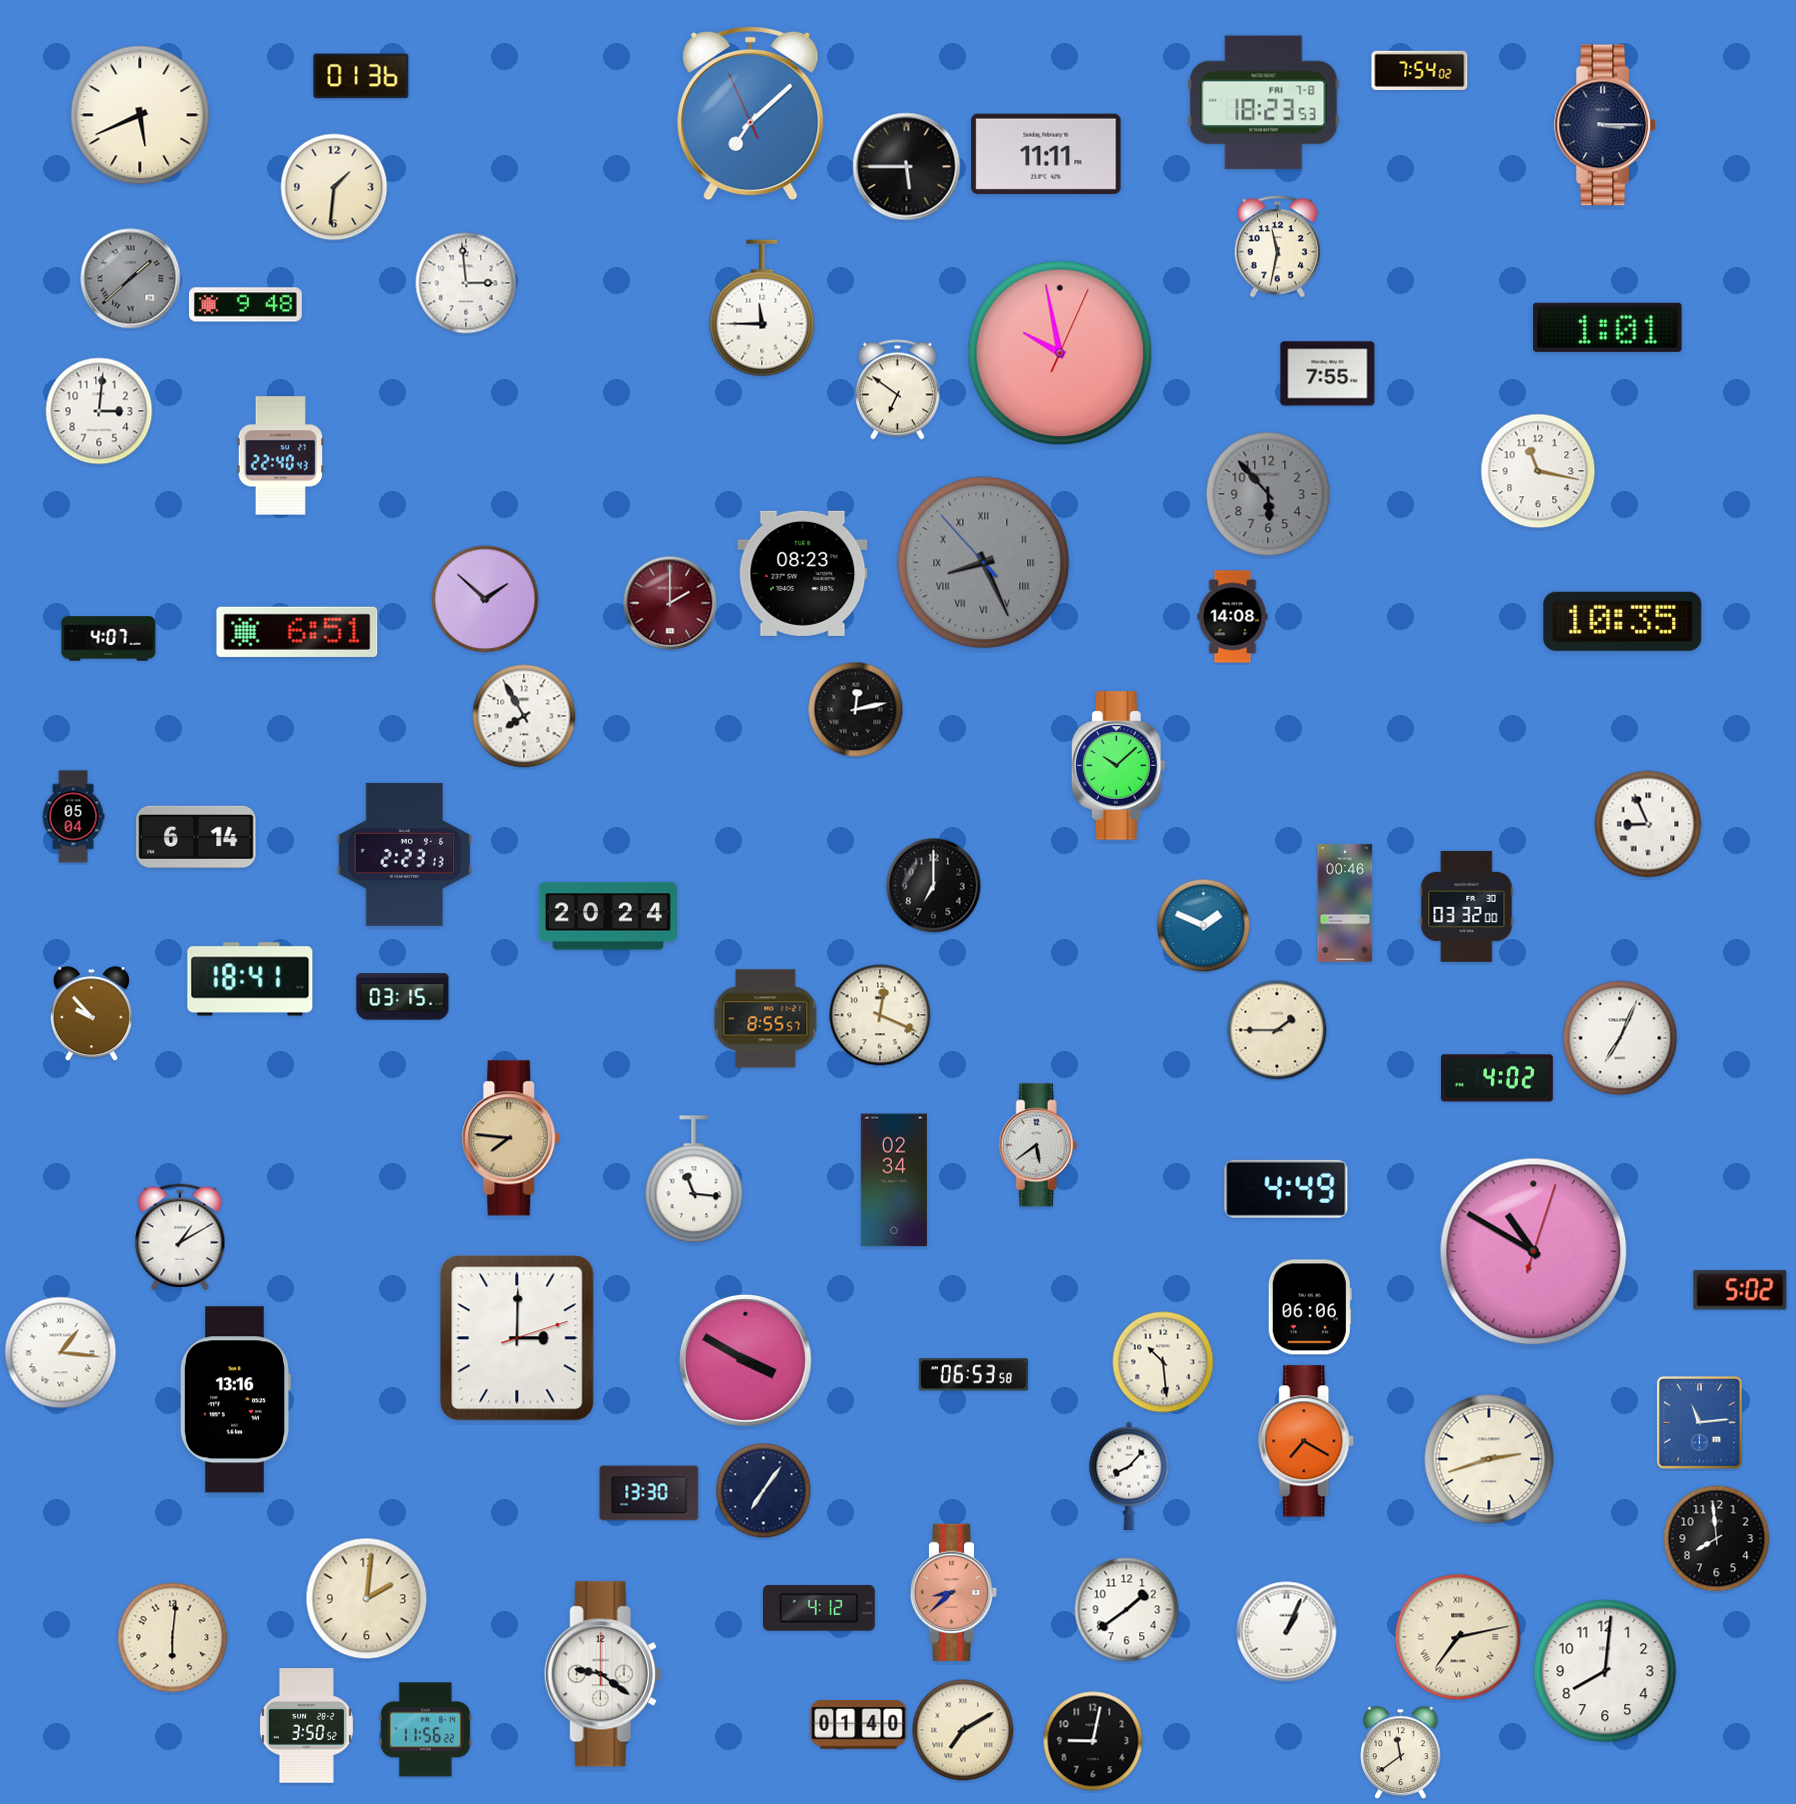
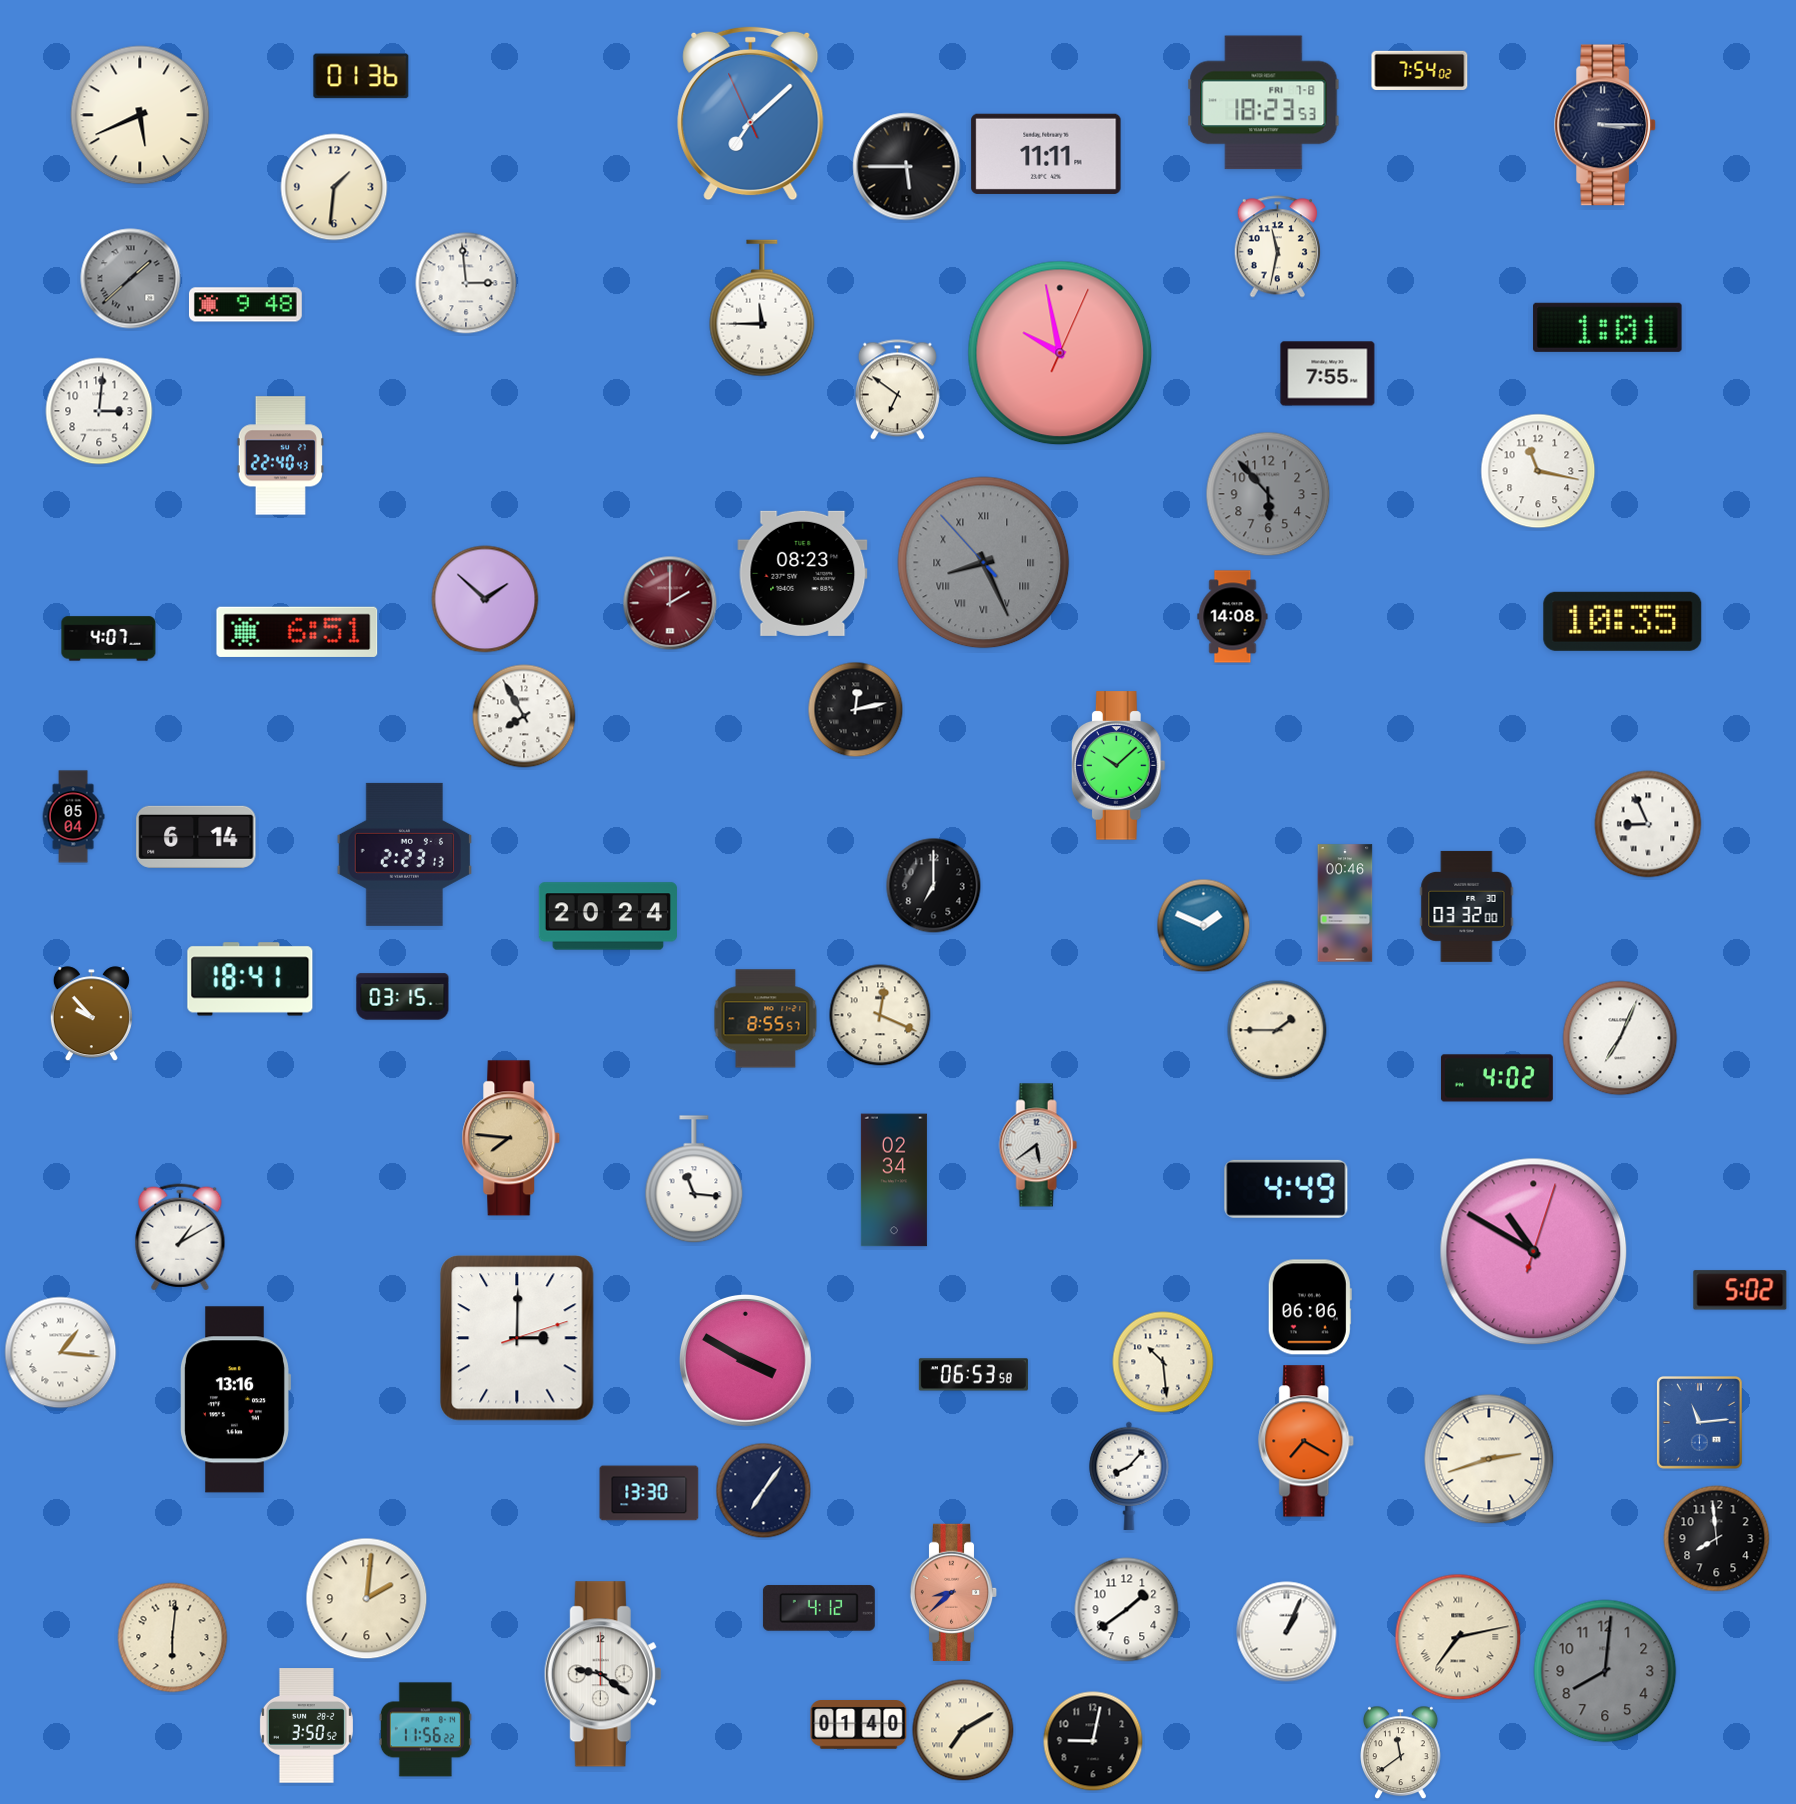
clock at (1605, 1671) dial: white -> grey
